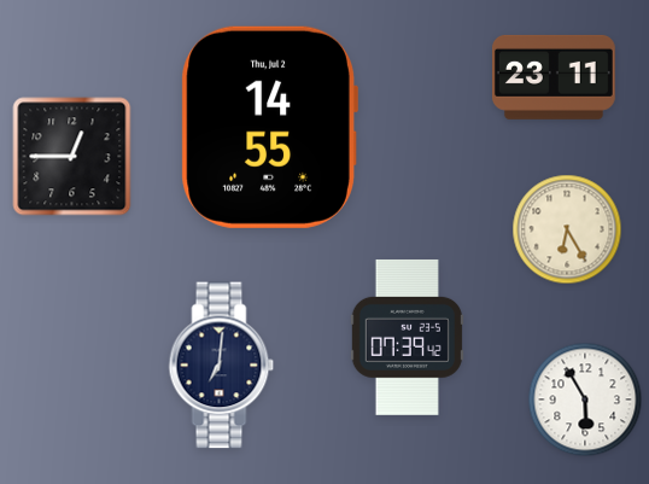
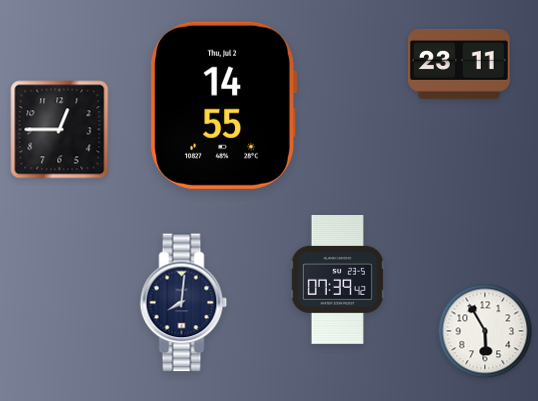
clock at (567, 229): 6:25 -> none
clock at (222, 366): 7:01 -> 8:01
